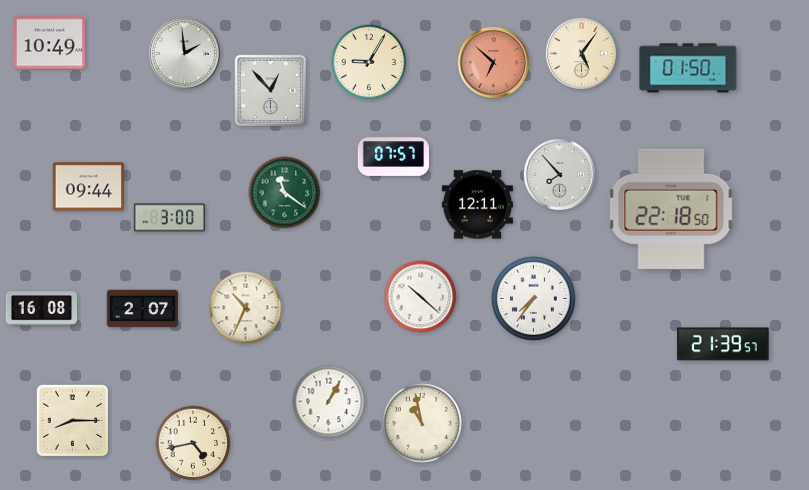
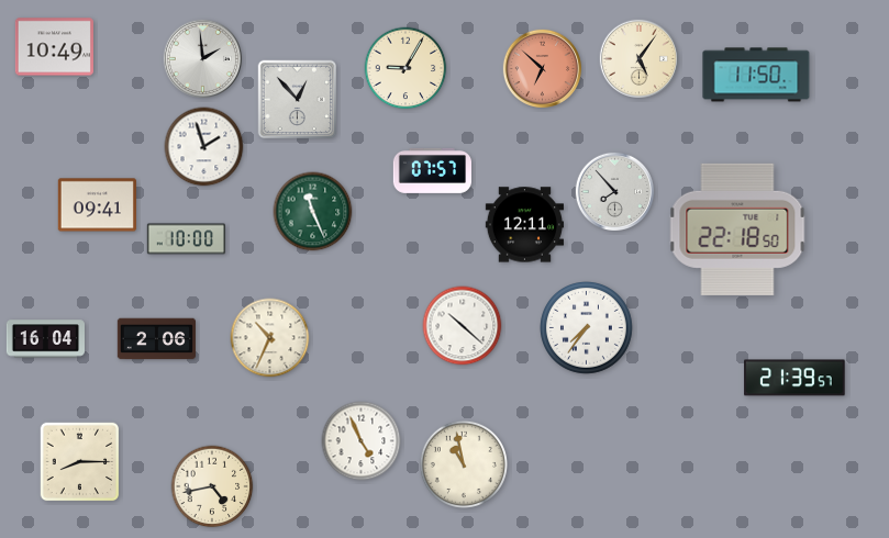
clock at (688, 68): 01:50 -> 11:50
clock at (204, 147): none -> 1:57
clock at (88, 187): 09:44 -> 09:41
clock at (285, 193): 11:21 -> 11:26
clock at (169, 218): 3:00 -> 10:00
clock at (41, 309): 16:08 -> 16:04
clock at (142, 309): 2:07 -> 2:06
clock at (329, 402): 1:05 -> 4:56
